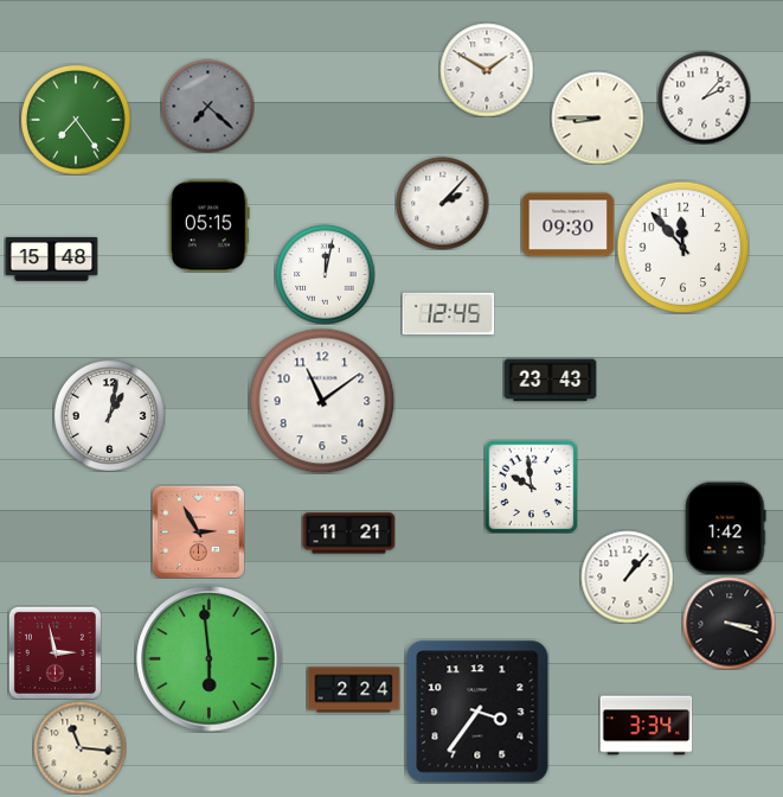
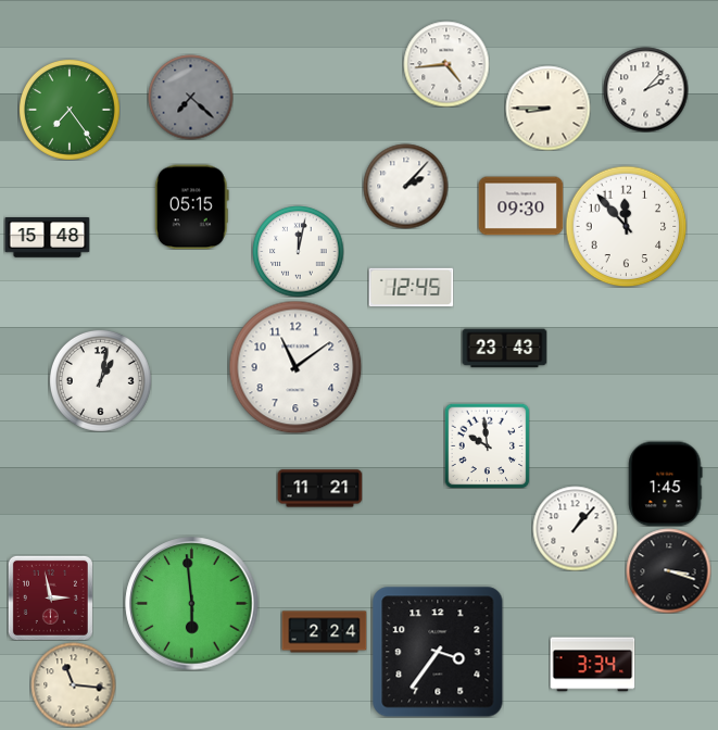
clock at (487, 70): 1:50 -> 4:44
clock at (726, 528): 1:42 -> 1:45
clock at (198, 531): 2:55 -> none
